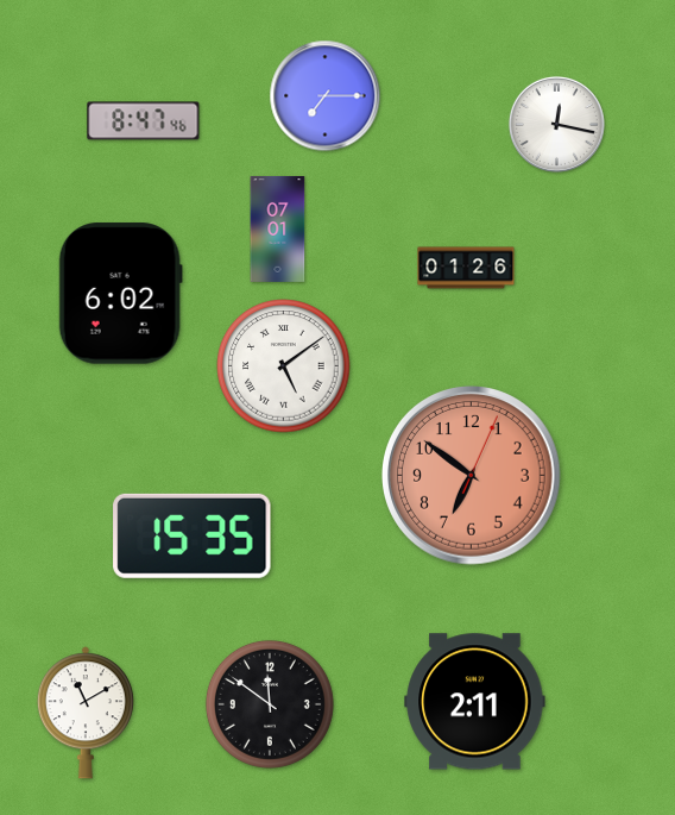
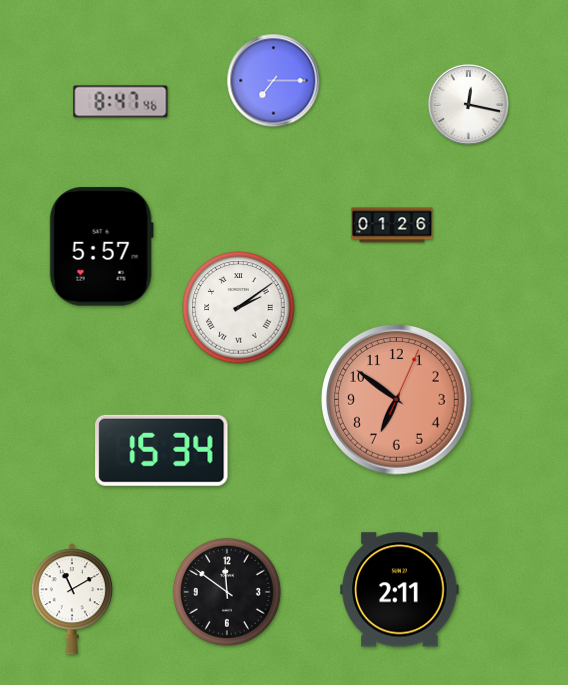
clock at (278, 228): 07:01 -> none
clock at (120, 294): 6:02 -> 5:57
clock at (284, 366): 5:09 -> 2:09
clock at (193, 535): 15:35 -> 15:34
